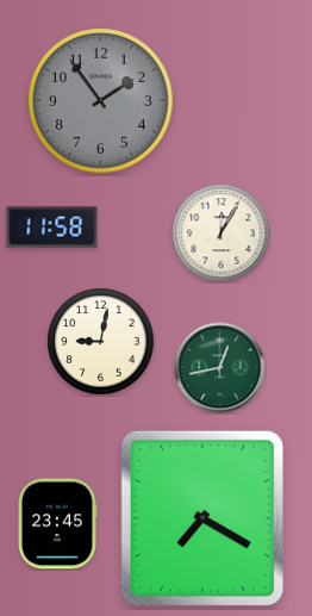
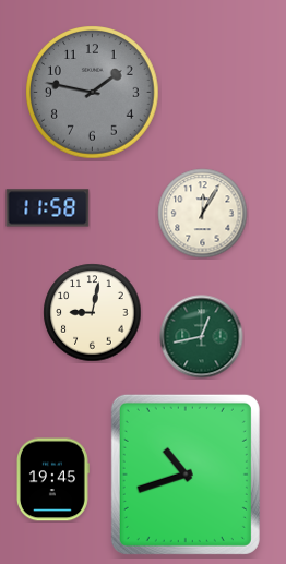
clock at (101, 101): 1:54 -> 1:47
clock at (202, 518): 7:20 -> 10:42
clock at (57, 524): 23:45 -> 19:45
